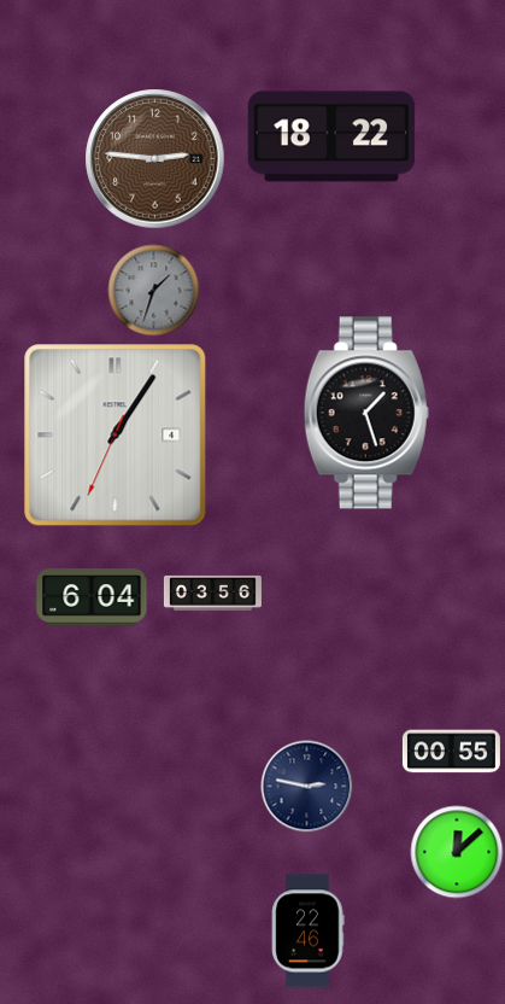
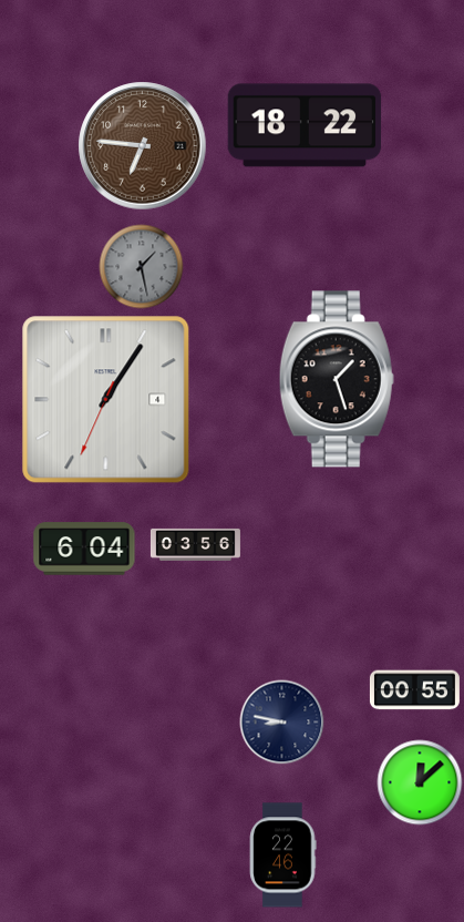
clock at (155, 159): 2:46 -> 6:46
clock at (154, 291): 1:33 -> 1:28
clock at (307, 787): 2:47 -> 8:47
